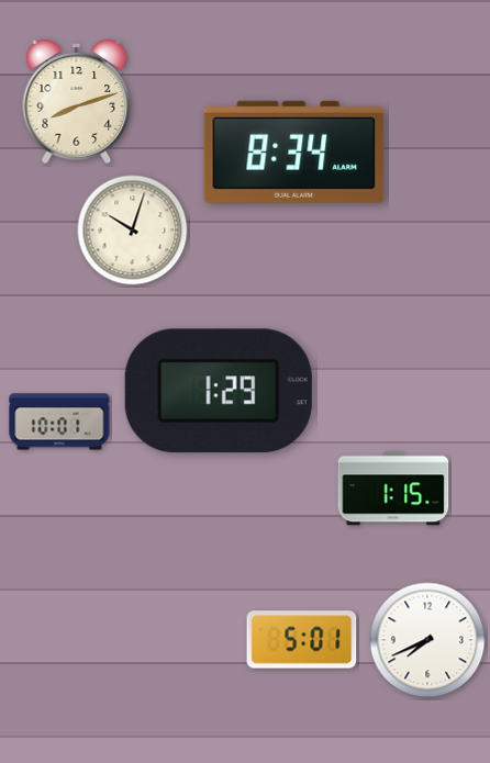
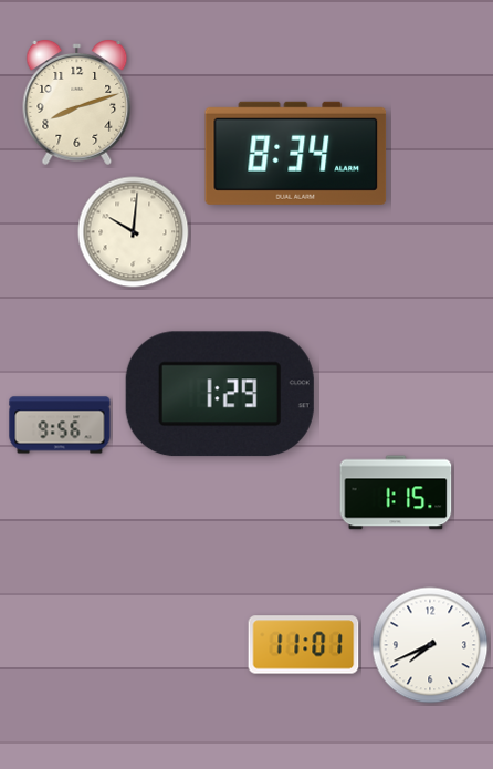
clock at (133, 231): 10:03 -> 10:01
clock at (59, 422): 10:01 -> 9:56
clock at (302, 640): 5:01 -> 11:01
